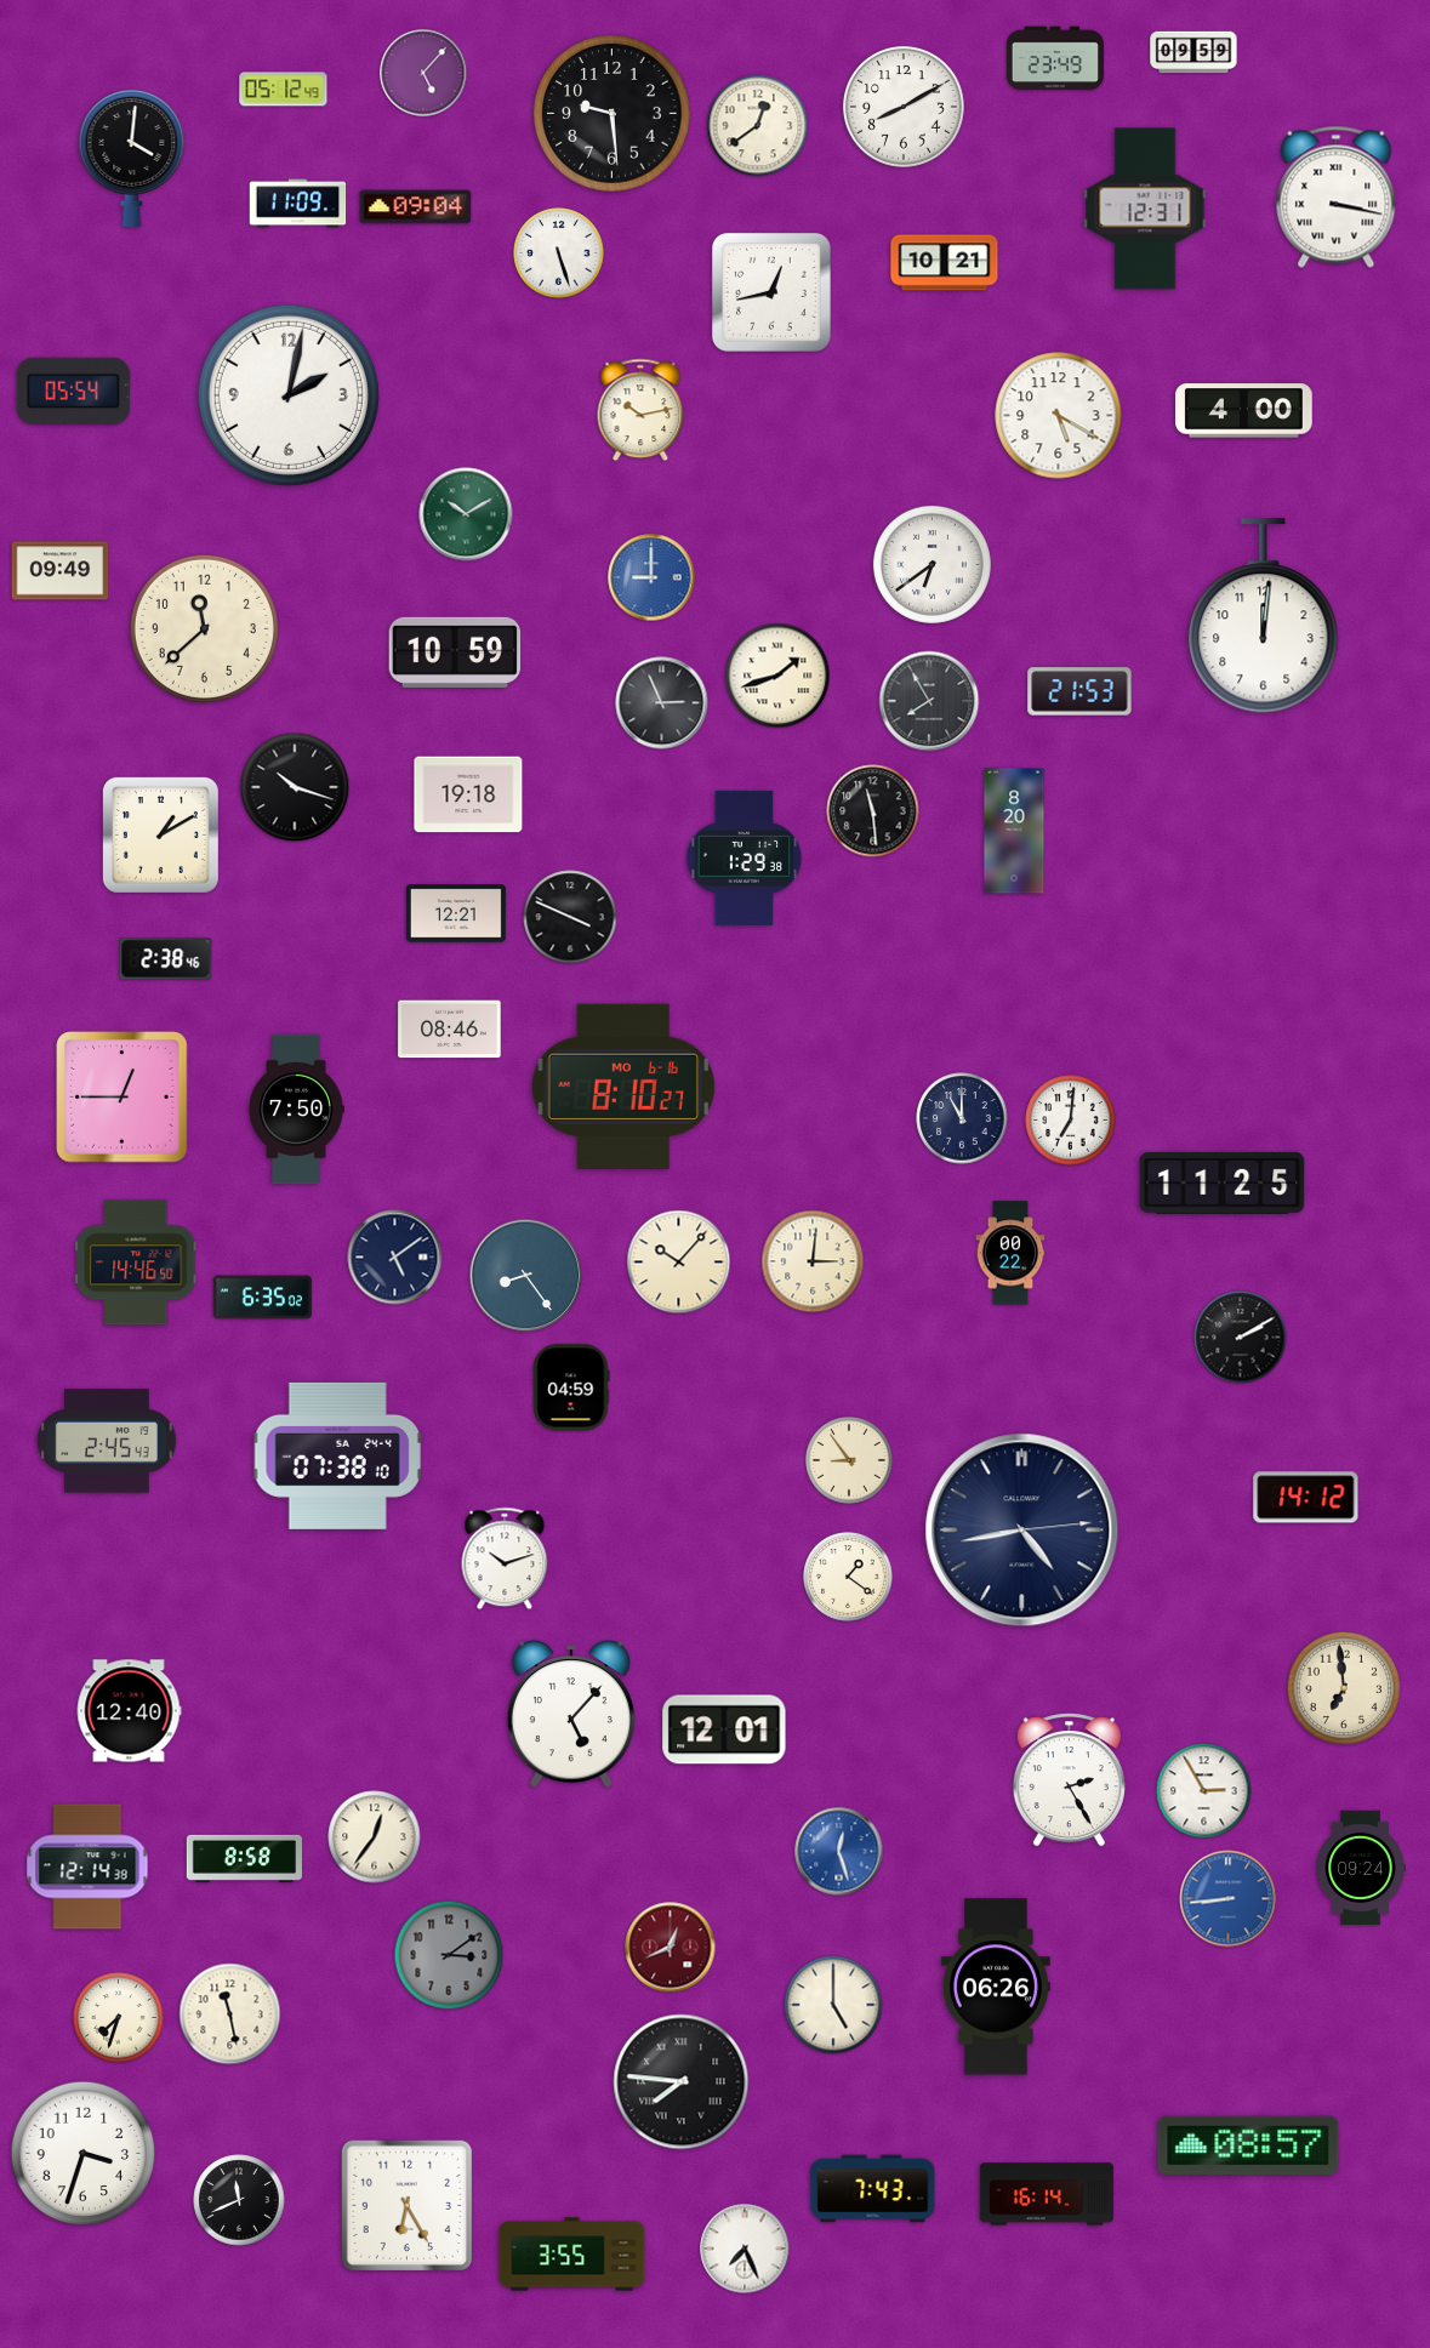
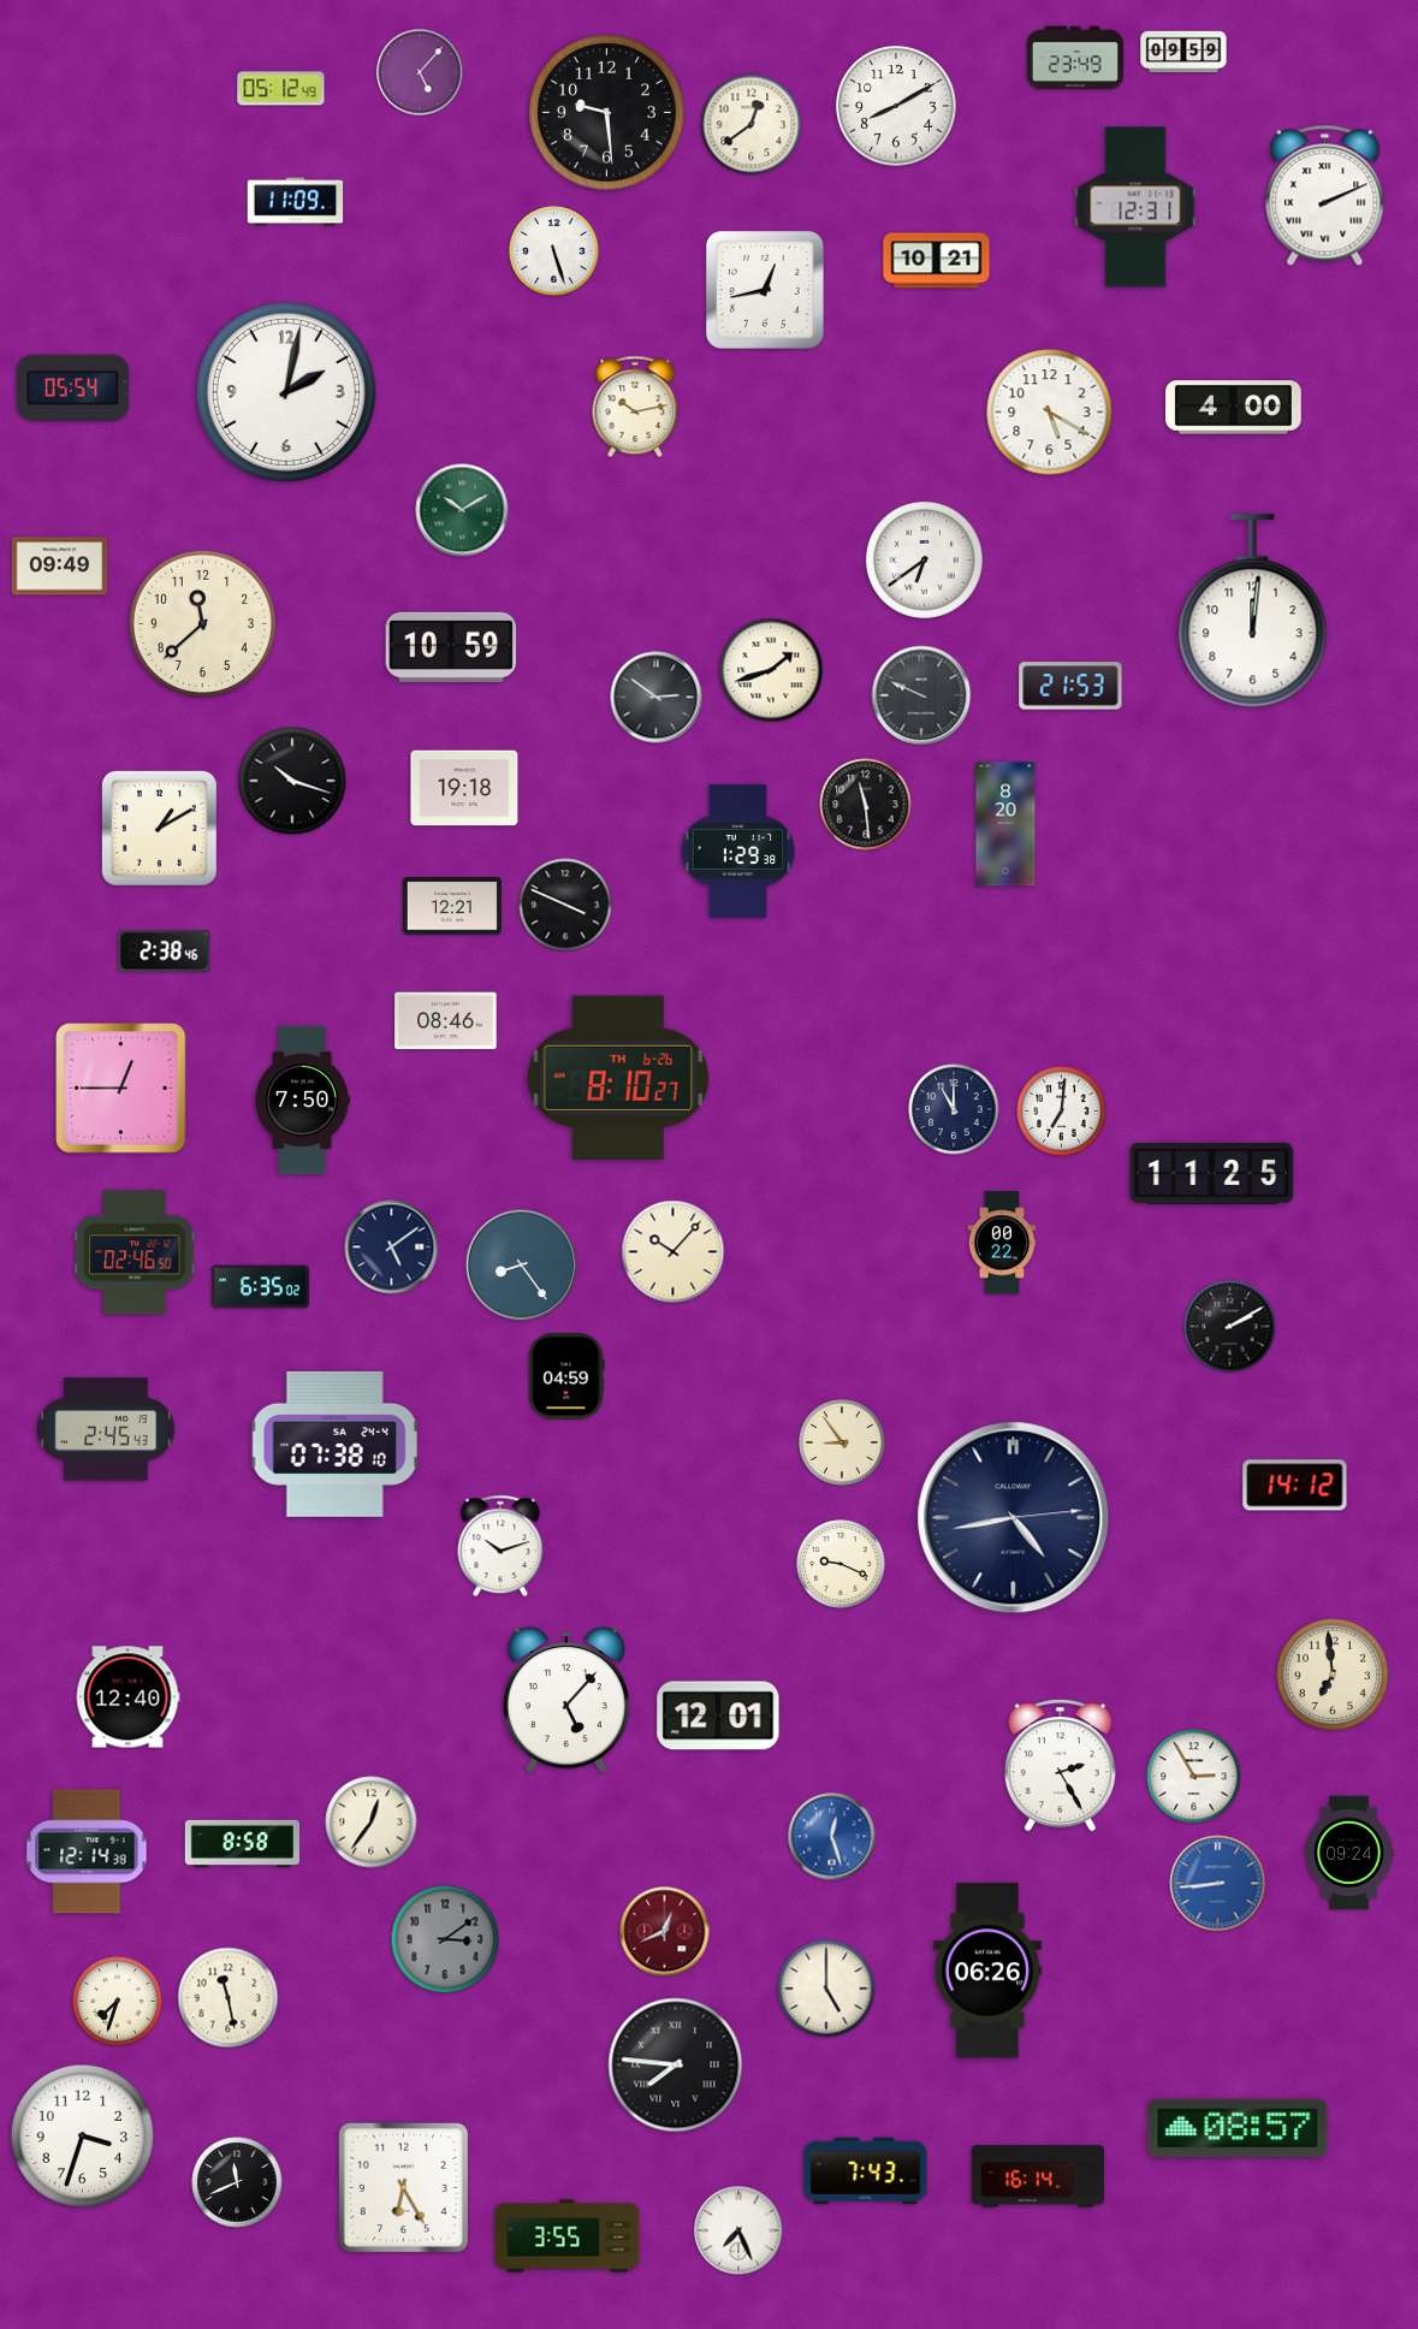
clock at (1054, 58) position: (1054, 58) -> (1074, 58)
clock at (132, 158): 4:01 -> none
clock at (1337, 196): 3:17 -> 2:11
clock at (416, 207): 09:04 -> none
clock at (651, 577): 9:00 -> none
clock at (929, 701): 7:55 -> 9:49
clock at (662, 703): 2:56 -> 2:51
clock at (570, 917) position: (570, 917) -> (565, 905)
clock at (623, 1087) date: MO 6-16 -> TH 6-26
clock at (296, 1110) position: (296, 1110) -> (302, 1101)
clock at (813, 1261): 3:01 -> none
clock at (136, 1263): 14:46 -> 02:46
clock at (849, 1460) position: (849, 1460) -> (842, 1442)
clock at (848, 1577): 1:21 -> 9:19
